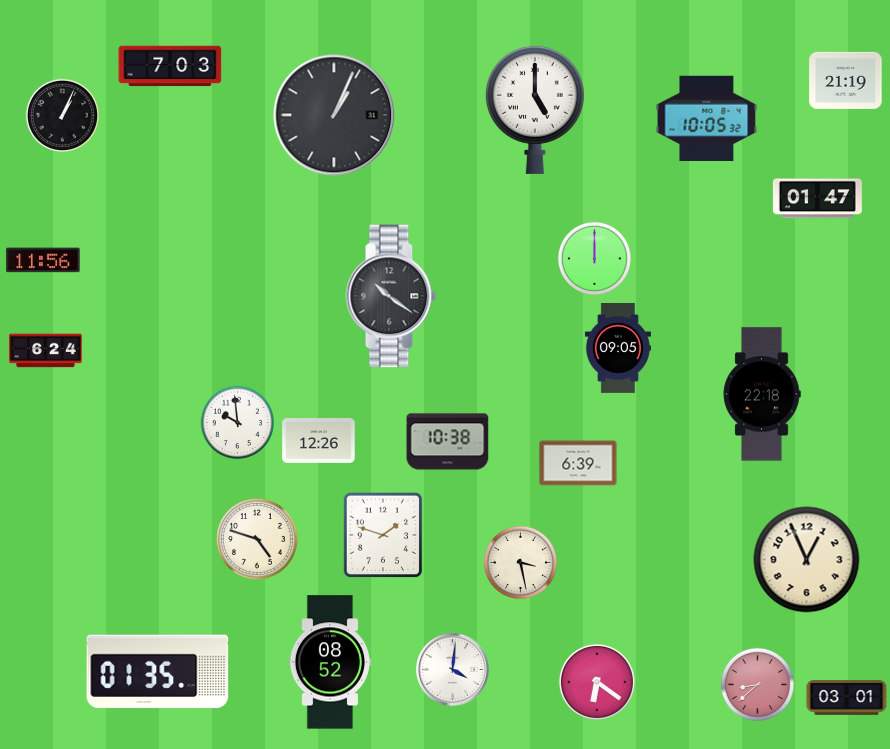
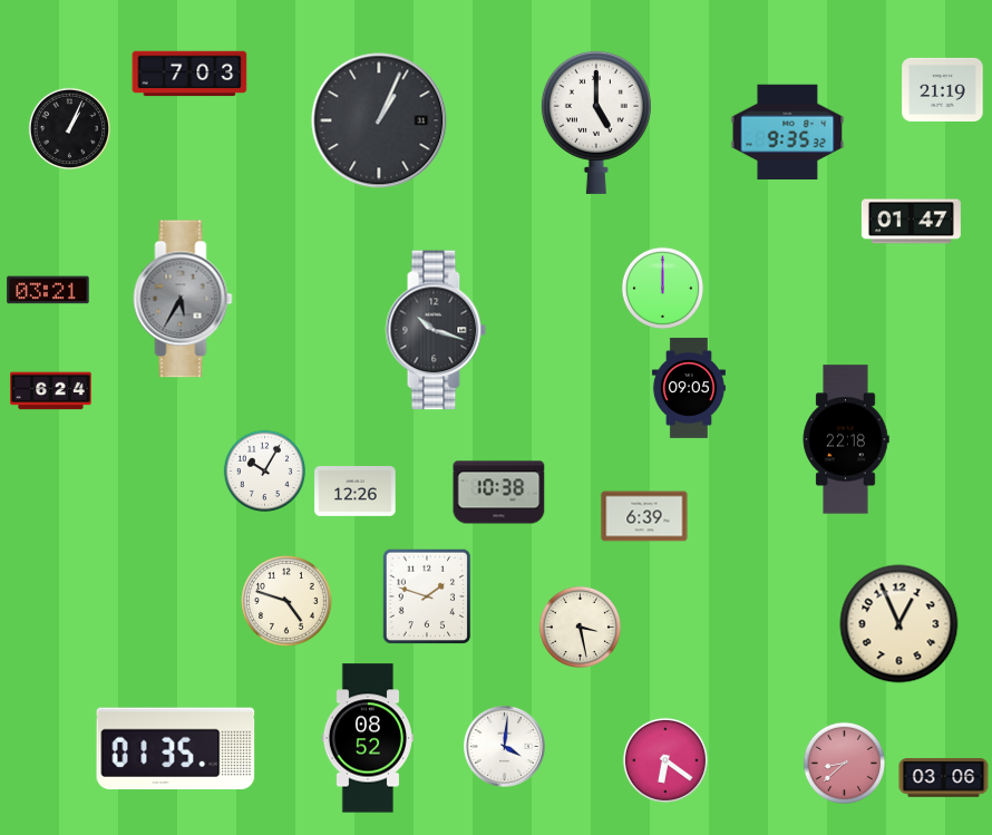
clock at (334, 115) position: (334, 115) -> (379, 120)
clock at (707, 118): 10:05 -> 9:35
clock at (43, 260): 11:56 -> 03:21
clock at (183, 299): none -> 5:35
clock at (391, 296): 10:21 -> 10:18
clock at (762, 394) position: (762, 394) -> (846, 439)
clock at (237, 422): 9:59 -> 10:05
clock at (847, 698): 03:01 -> 03:06
